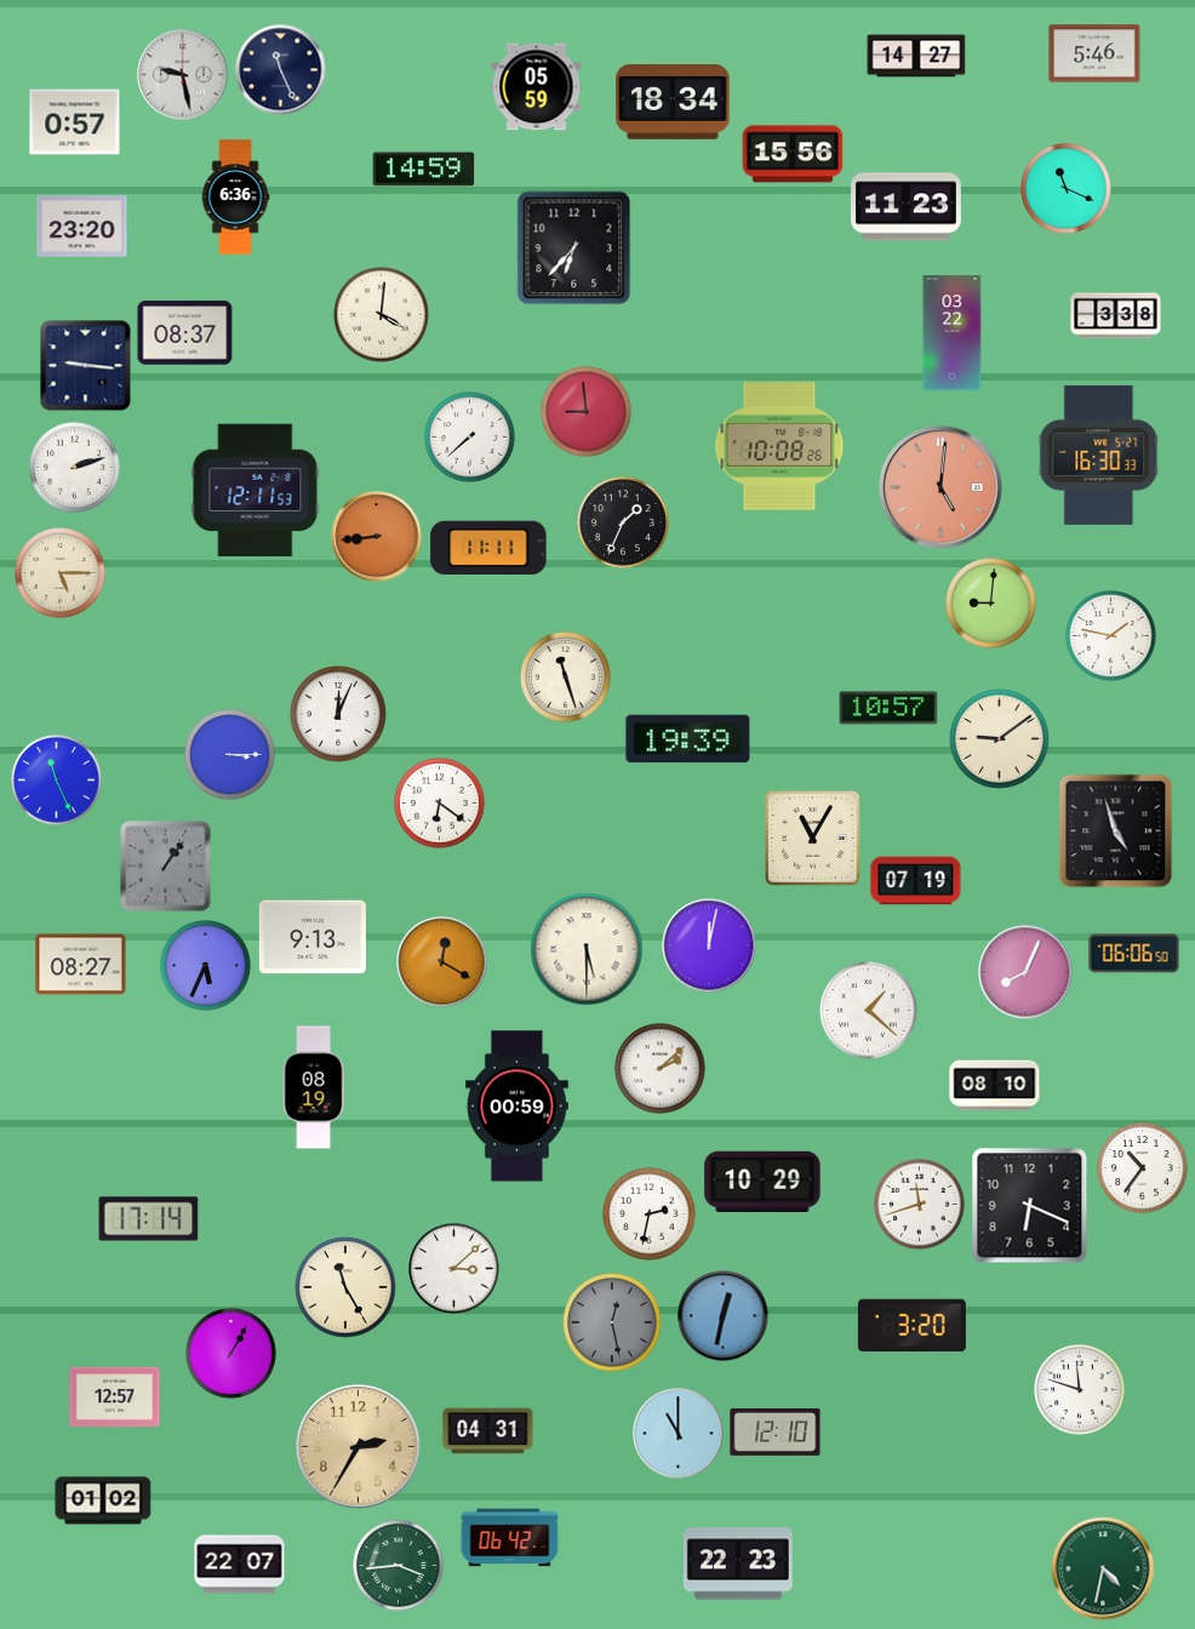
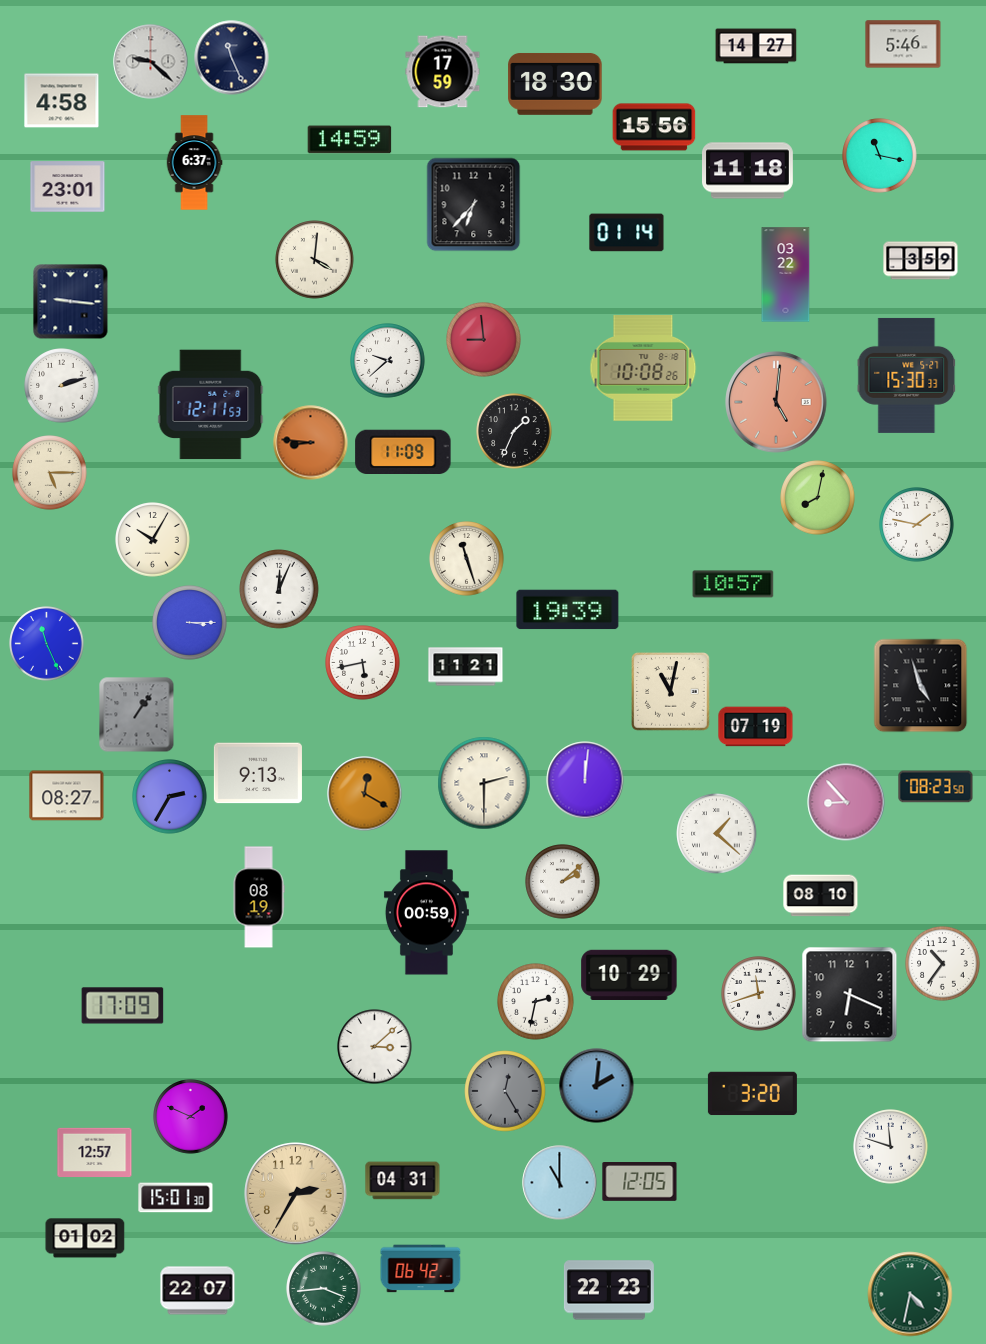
clock at (183, 75): 9:28 -> 9:22
clock at (537, 87): 05:59 -> 17:59
clock at (673, 102): 18:34 -> 18:30
clock at (75, 122): 0:57 -> 4:58
clock at (1067, 189): 11:19 -> 11:17
clock at (235, 198): 6:36 -> 6:37
clock at (907, 207): 11:23 -> 11:18
clock at (82, 227): 23:20 -> 23:01
clock at (627, 233): none -> 01:14
clock at (1116, 316): 3:38 -> 3:59
clock at (185, 333): 08:37 -> none
clock at (470, 438): 7:38 -> 9:38
clock at (1099, 455): 16:30 -> 15:30
clock at (377, 537): 8:44 -> 8:46
clock at (488, 548): 11:11 -> 11:09
clock at (991, 604): 9:01 -> 8:02
clock at (153, 540): none -> 10:05
clock at (1000, 739): 9:09 -> none
clock at (440, 804): 6:21 -> 5:43
clock at (466, 667): none -> 11:21
clock at (813, 839): 11:05 -> 11:02
clock at (709, 945): 12:02 -> 12:01
clock at (587, 949): 5:30 -> 2:30
clock at (1134, 954): 06:06 -> 08:23
clock at (206, 966): 5:34 -> 2:35
clock at (1025, 972): 8:04 -> 8:53
clock at (661, 1069) position: (661, 1069) -> (563, 882)
clock at (149, 1219): 17:14 -> 17:09
clock at (345, 1287): 11:25 -> none
clock at (724, 1316): 12:32 -> 2:01
clock at (612, 1322): 12:28 -> 12:25
clock at (231, 1354): 1:05 -> 1:49
clock at (776, 1433): 12:10 -> 12:05
clock at (176, 1198): none -> 15:01
clock at (399, 1566) position: (399, 1566) -> (324, 1289)
